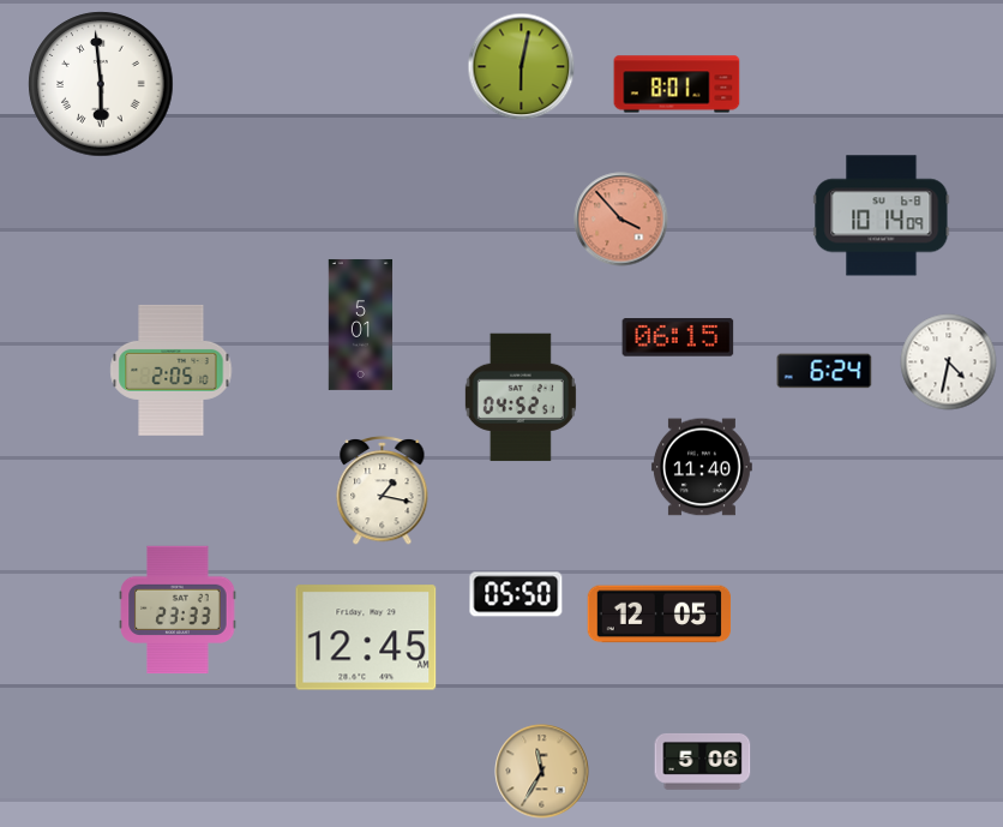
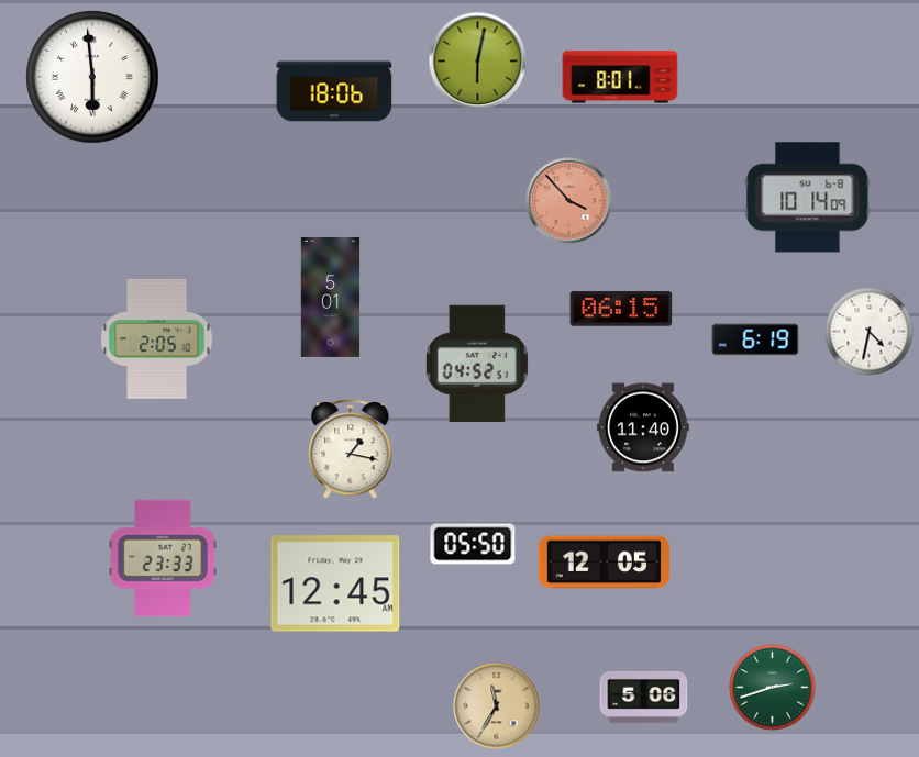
clock at (334, 91): none -> 18:06
clock at (824, 371): 6:24 -> 6:19
clock at (773, 688): none -> 2:42
